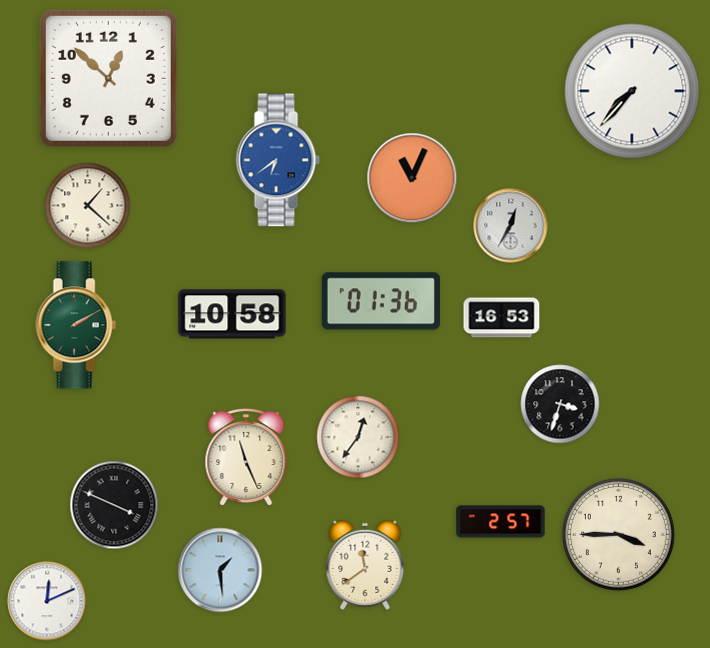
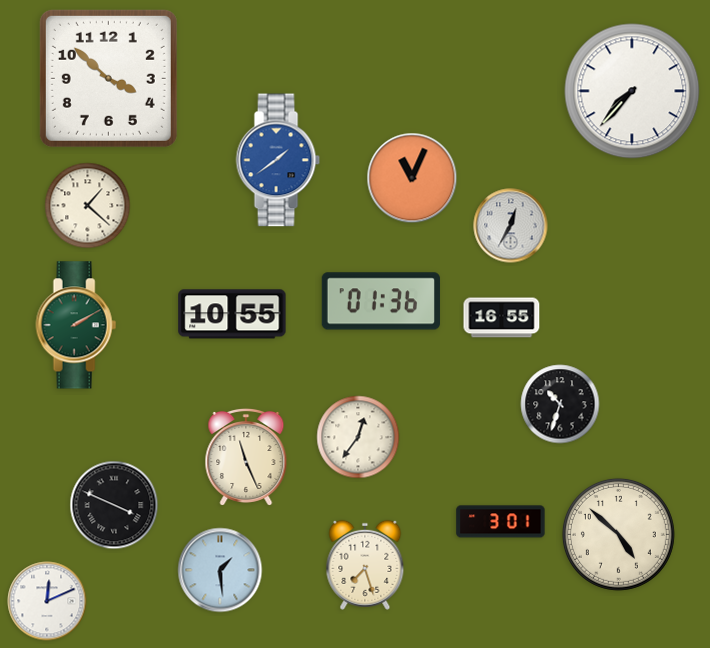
clock at (108, 78): 12:52 -> 3:52
clock at (278, 160): 6:39 -> 1:39
clock at (232, 314): 10:58 -> 10:55
clock at (502, 318): 16:53 -> 16:55
clock at (560, 404): 3:33 -> 10:33
clock at (501, 522): 2:57 -> 3:01
clock at (618, 534): 3:45 -> 4:52
clock at (365, 565): 11:39 -> 7:27
